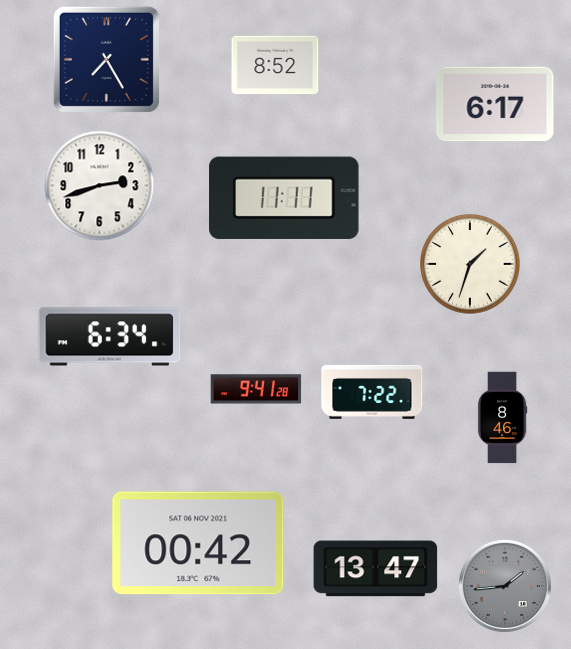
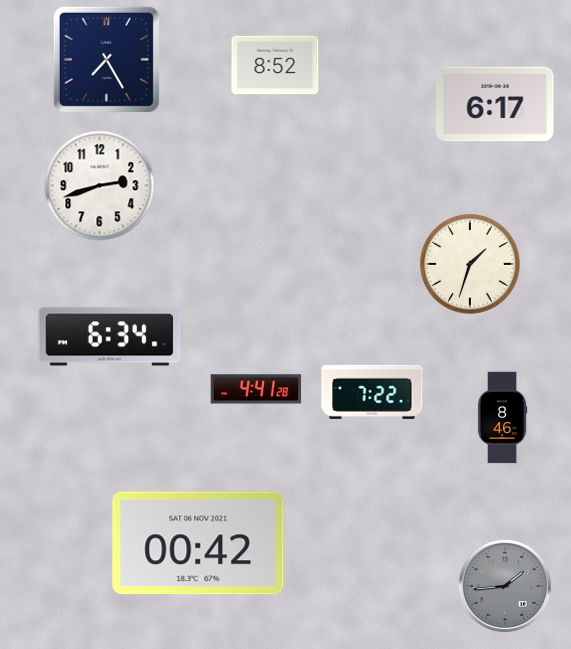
clock at (284, 198): 11:11 -> none
clock at (256, 389): 9:41 -> 4:41
clock at (376, 569): 13:47 -> none
